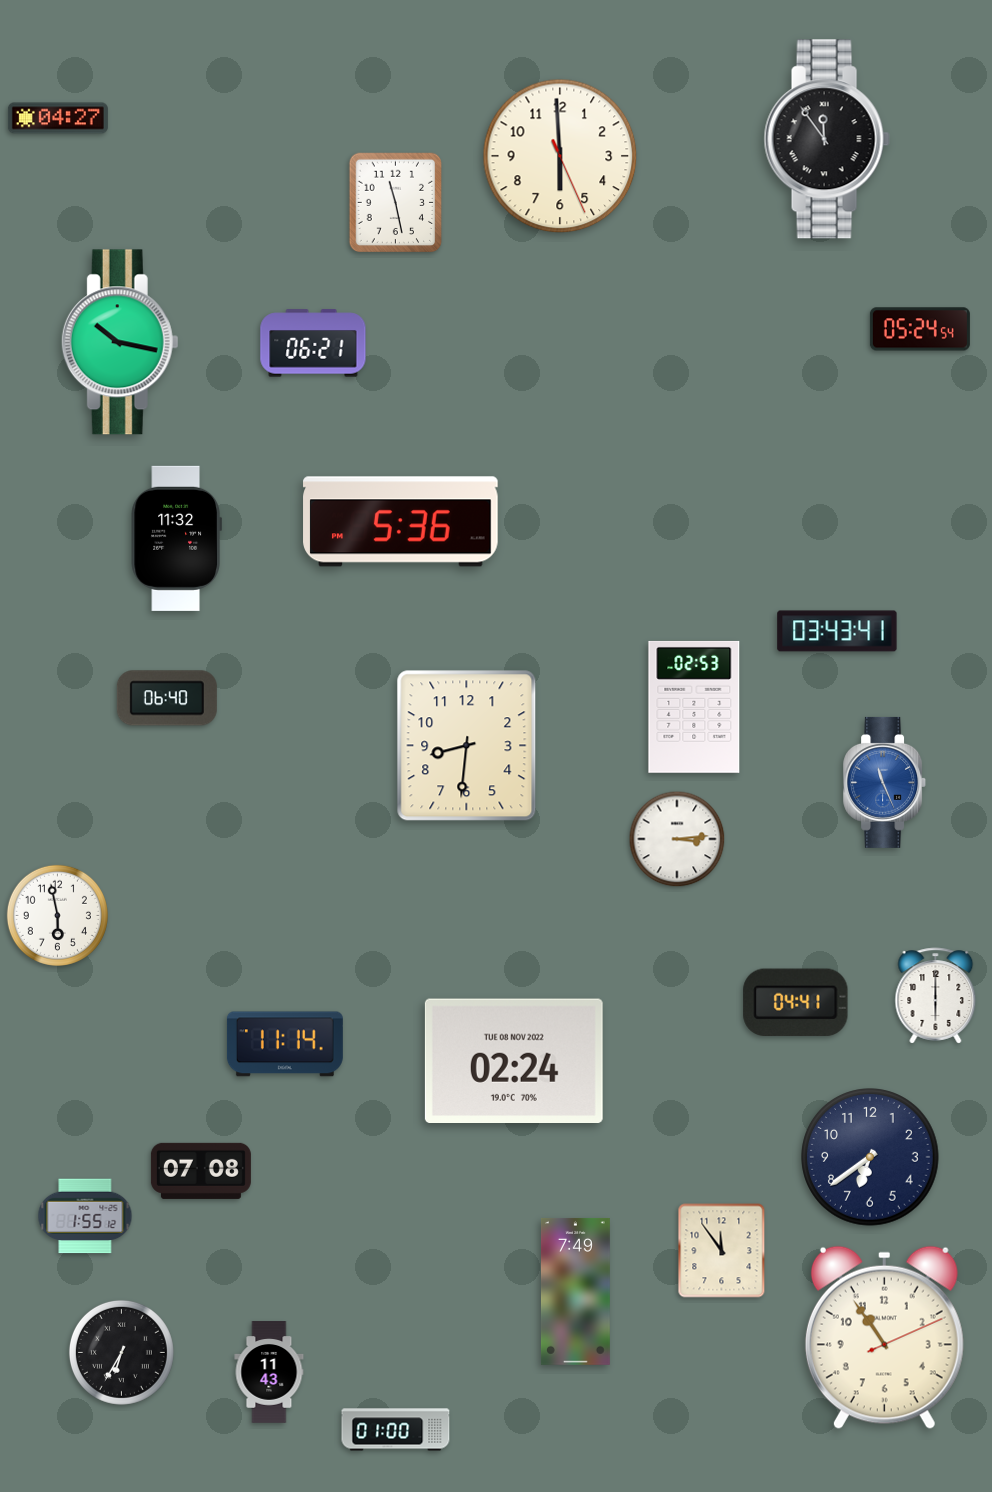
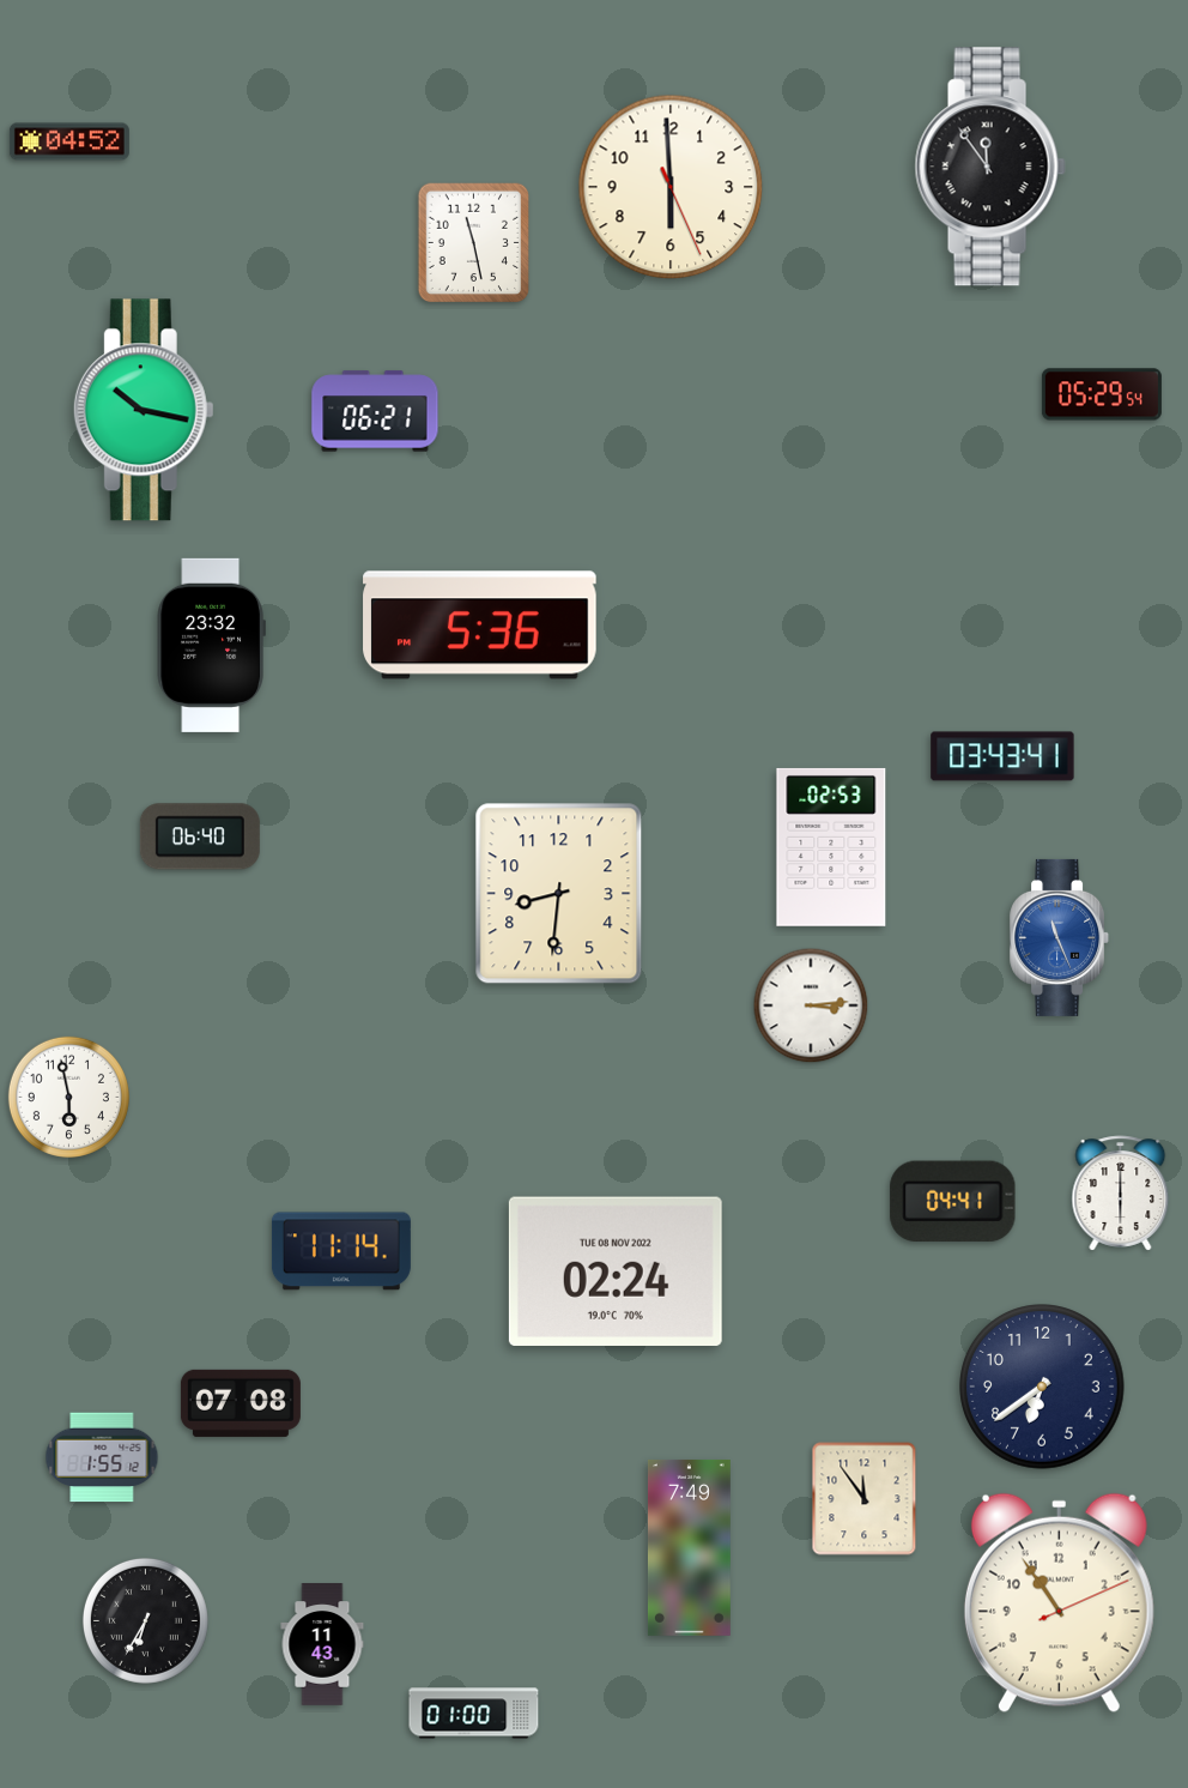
clock at (58, 118): 04:27 -> 04:52
clock at (920, 329): 05:24 -> 05:29
clock at (176, 538): 11:32 -> 23:32
